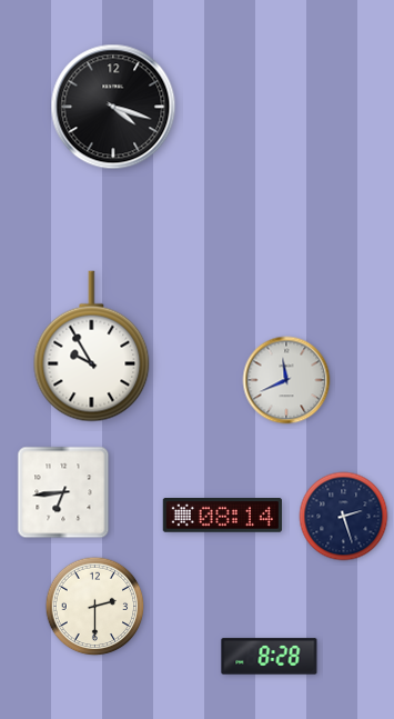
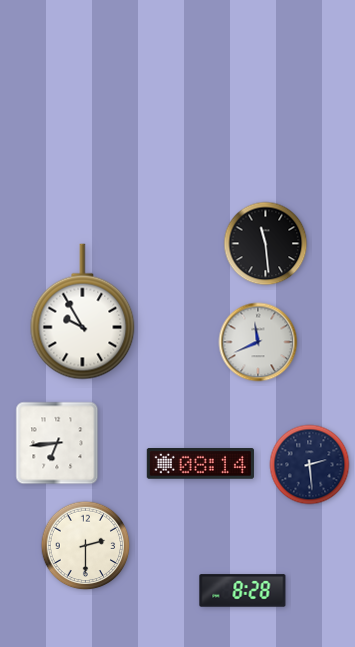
clock at (113, 107): 4:18 -> none
clock at (266, 244): none -> 11:29
clock at (344, 517): 2:27 -> 2:29
